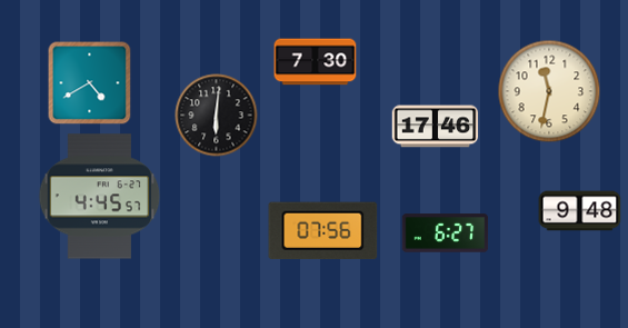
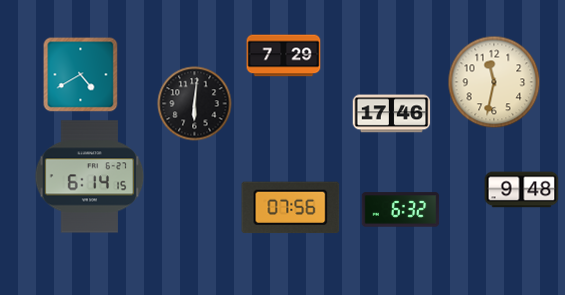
clock at (316, 62): 7:30 -> 7:29
clock at (100, 197): 4:45 -> 6:14
clock at (446, 233): 6:27 -> 6:32
